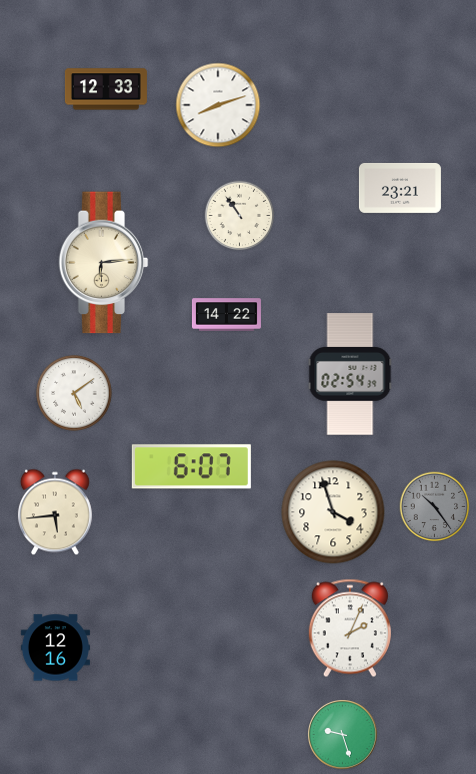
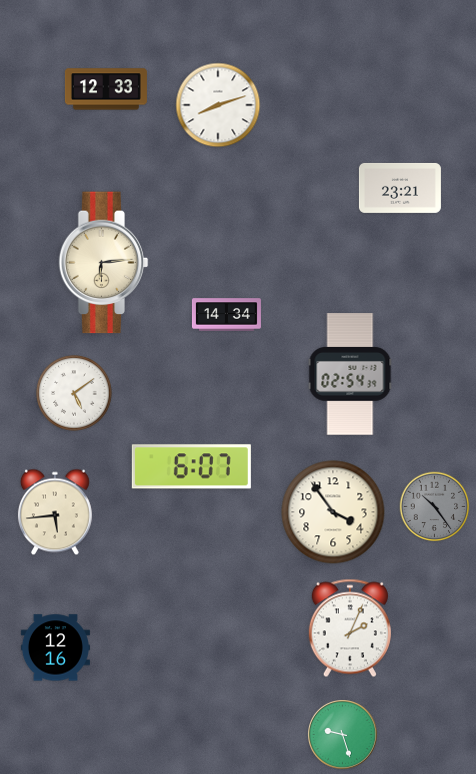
clock at (240, 216): 10:54 -> none
clock at (226, 315): 14:22 -> 14:34
clock at (333, 512): 3:57 -> 3:54
